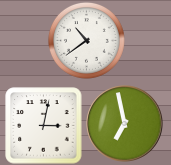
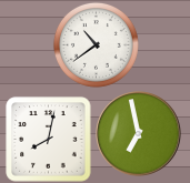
clock at (125, 124) position: (125, 124) -> (139, 134)
clock at (44, 126): 3:02 -> 8:02
